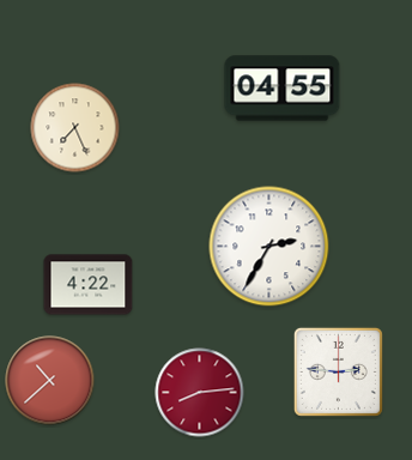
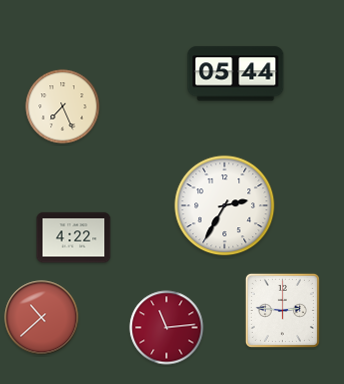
clock at (283, 89): 04:55 -> 05:44
clock at (200, 393): 8:14 -> 11:14
